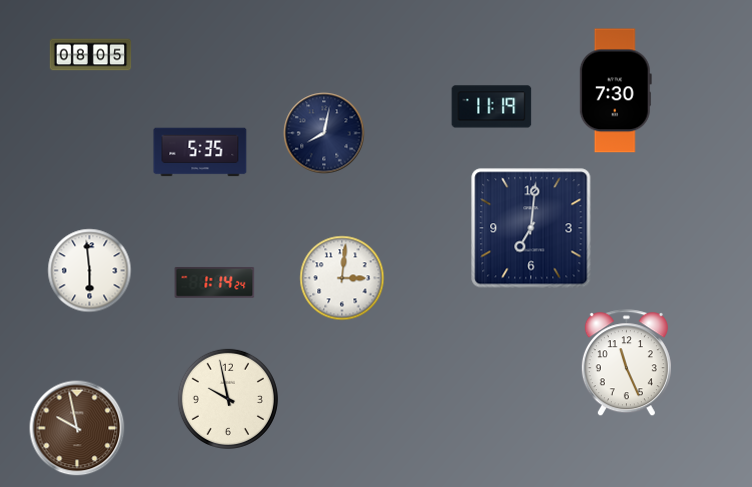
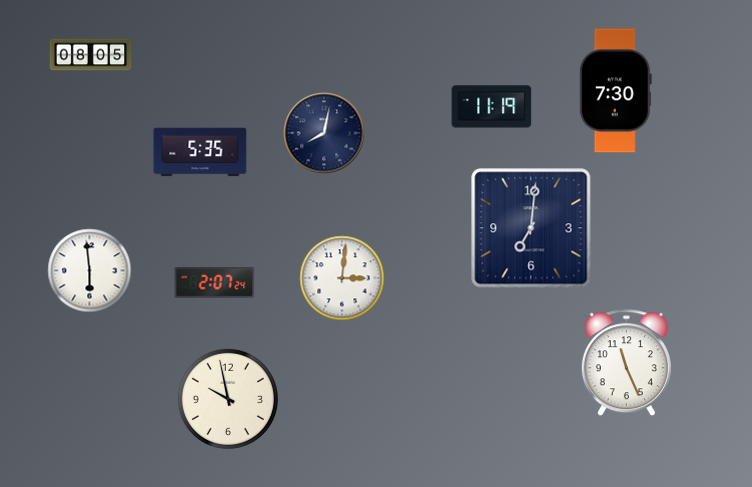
clock at (215, 282): 1:14 -> 2:07
clock at (77, 428): 9:58 -> none
